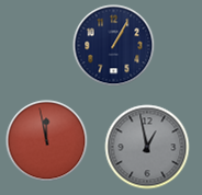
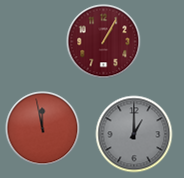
clock at (114, 46) dial: navy -> burgundy
clock at (147, 147): 12:58 -> 1:00
